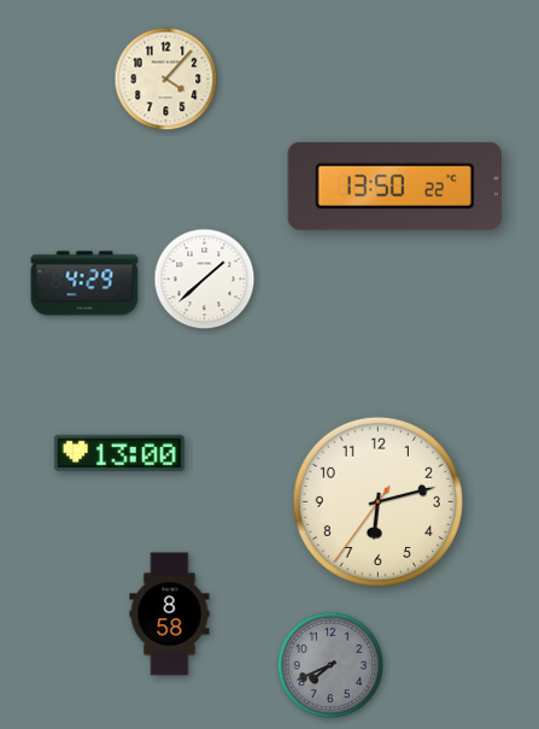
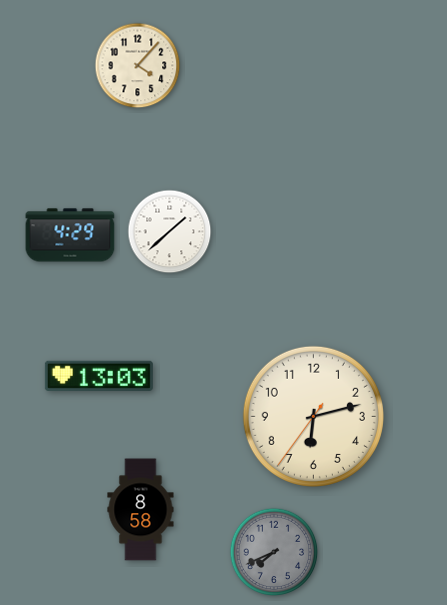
clock at (394, 186): 13:50 -> none
clock at (119, 453): 13:00 -> 13:03
